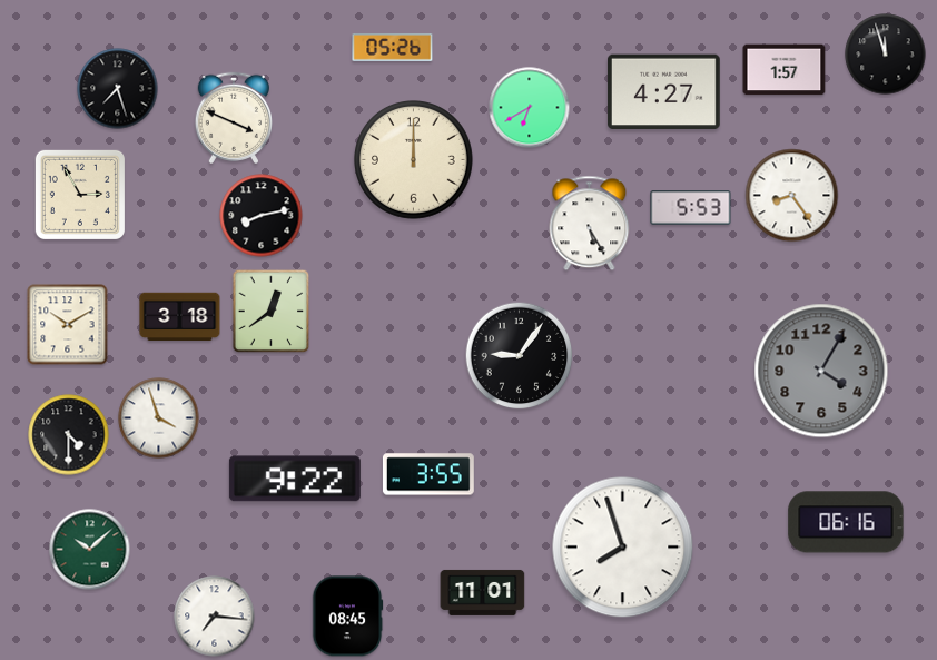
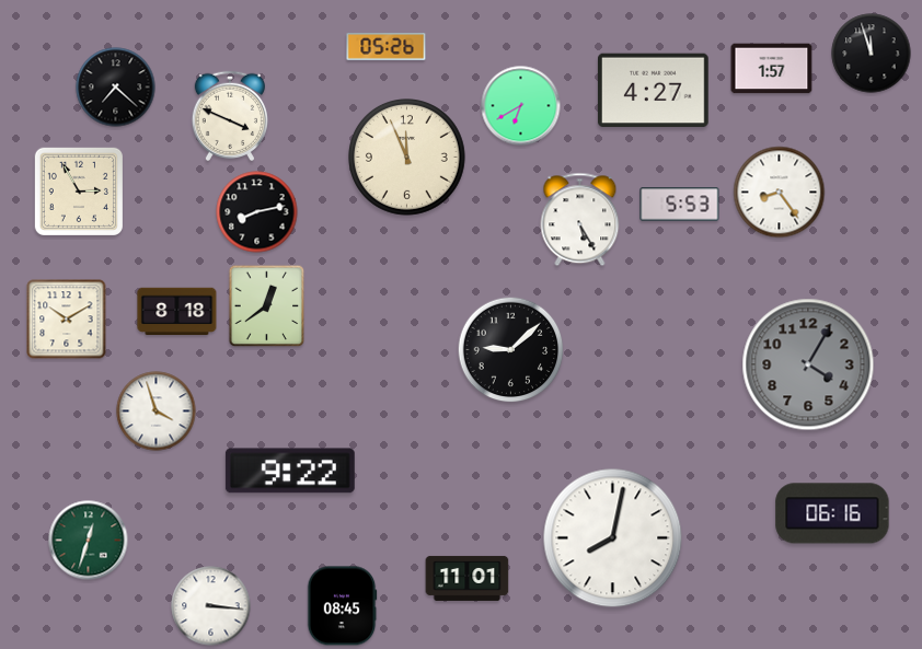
clock at (118, 89): 7:27 -> 7:22
clock at (414, 160): 12:00 -> 11:56
clock at (180, 317): 3:18 -> 8:18
clock at (520, 356): 9:06 -> 9:08
clock at (69, 435): 4:30 -> none
clock at (428, 474): 3:55 -> none
clock at (623, 548): 7:57 -> 8:02
clock at (90, 550): 10:08 -> 12:33
clock at (483, 592) position: (483, 592) -> (468, 578)
clock at (215, 617): 7:16 -> 3:16
